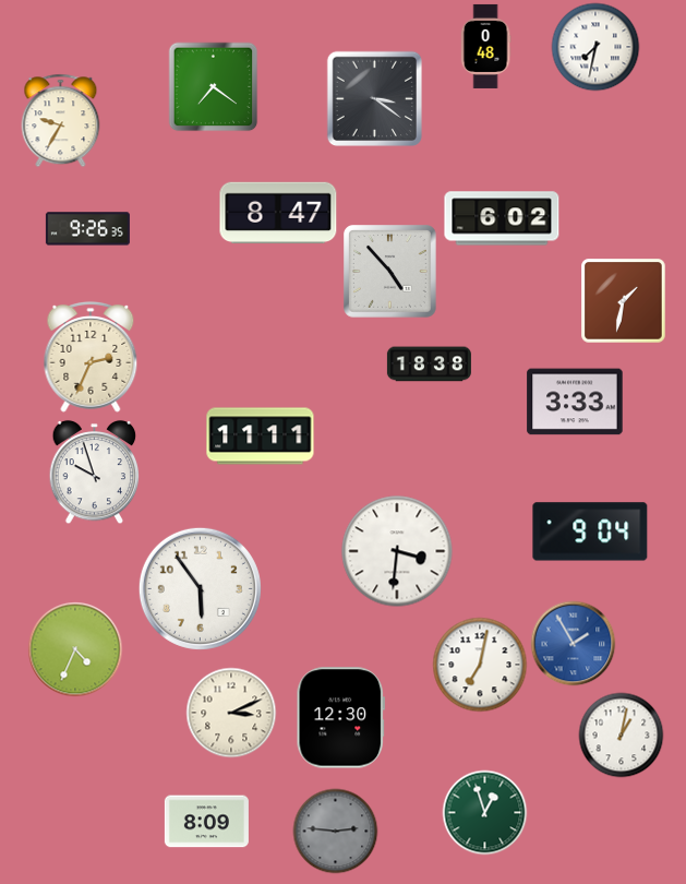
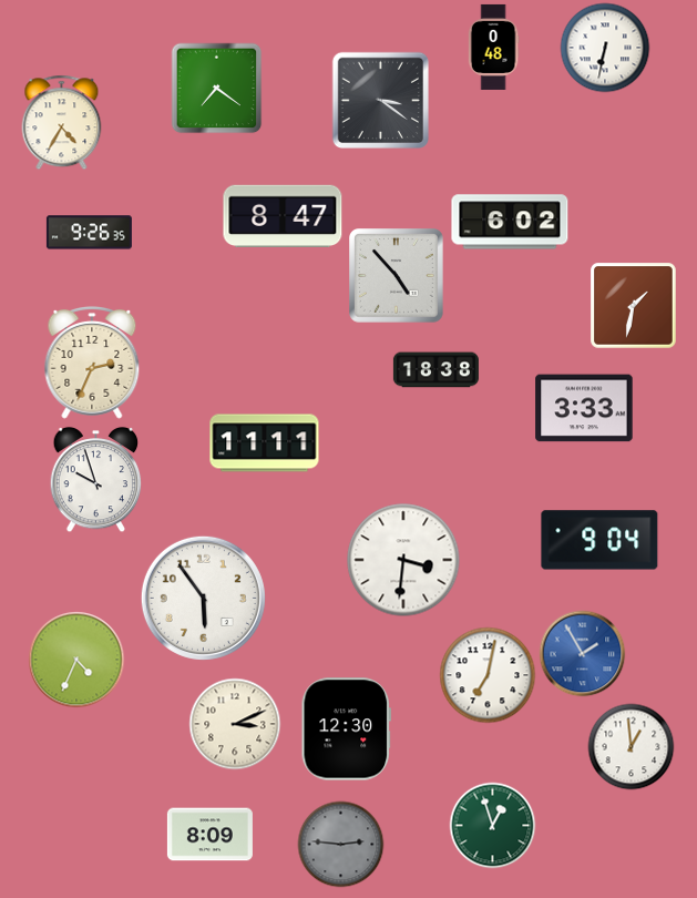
clock at (595, 47): 7:32 -> 6:32
clock at (61, 120): 9:35 -> 4:35
clock at (621, 734): 1:02 -> 12:59
